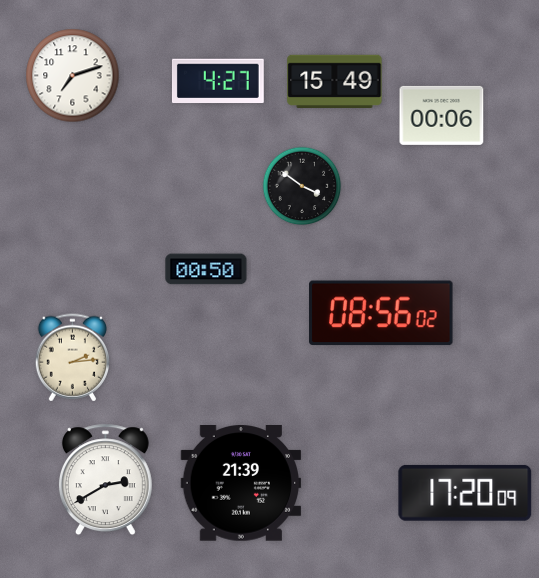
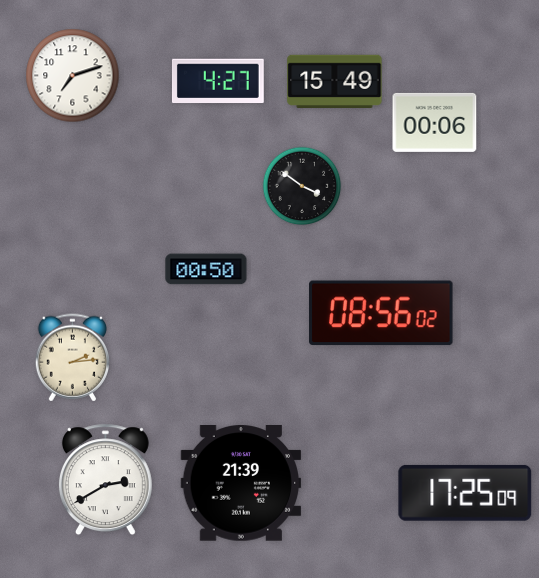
clock at (442, 115) position: (442, 115) -> (435, 122)
clock at (465, 493): 17:20 -> 17:25
